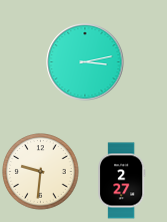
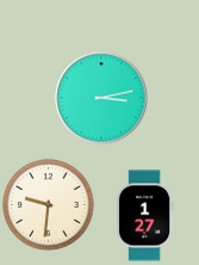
clock at (85, 62) position: (85, 62) -> (101, 98)
clock at (121, 181): 2:27 -> 1:27
